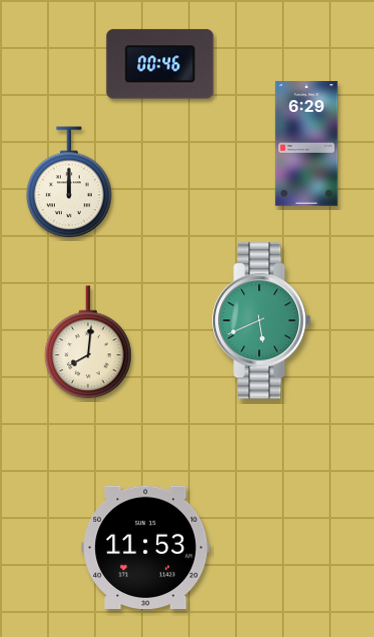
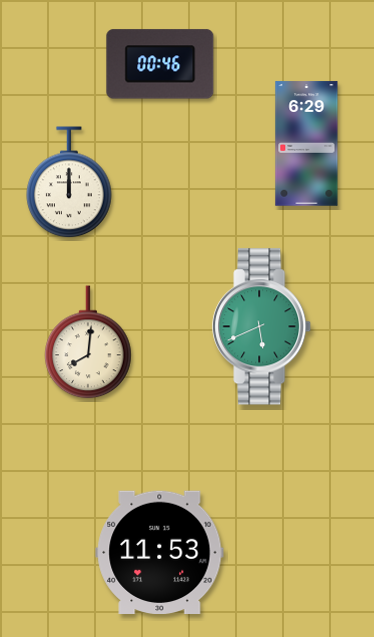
clock at (262, 321) position: (262, 321) -> (262, 327)
clock at (146, 548) position: (146, 548) -> (160, 553)
